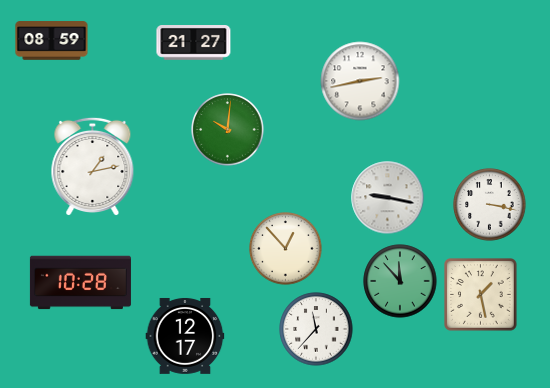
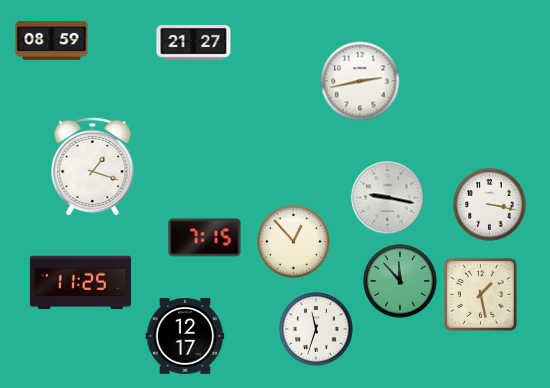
clock at (228, 130): 10:01 -> none
clock at (93, 166): 1:13 -> 1:18
clock at (205, 238): none -> 7:15
clock at (286, 249) position: (286, 249) -> (294, 242)
clock at (80, 283): 10:28 -> 11:25
clock at (316, 329): 11:37 -> 11:33
